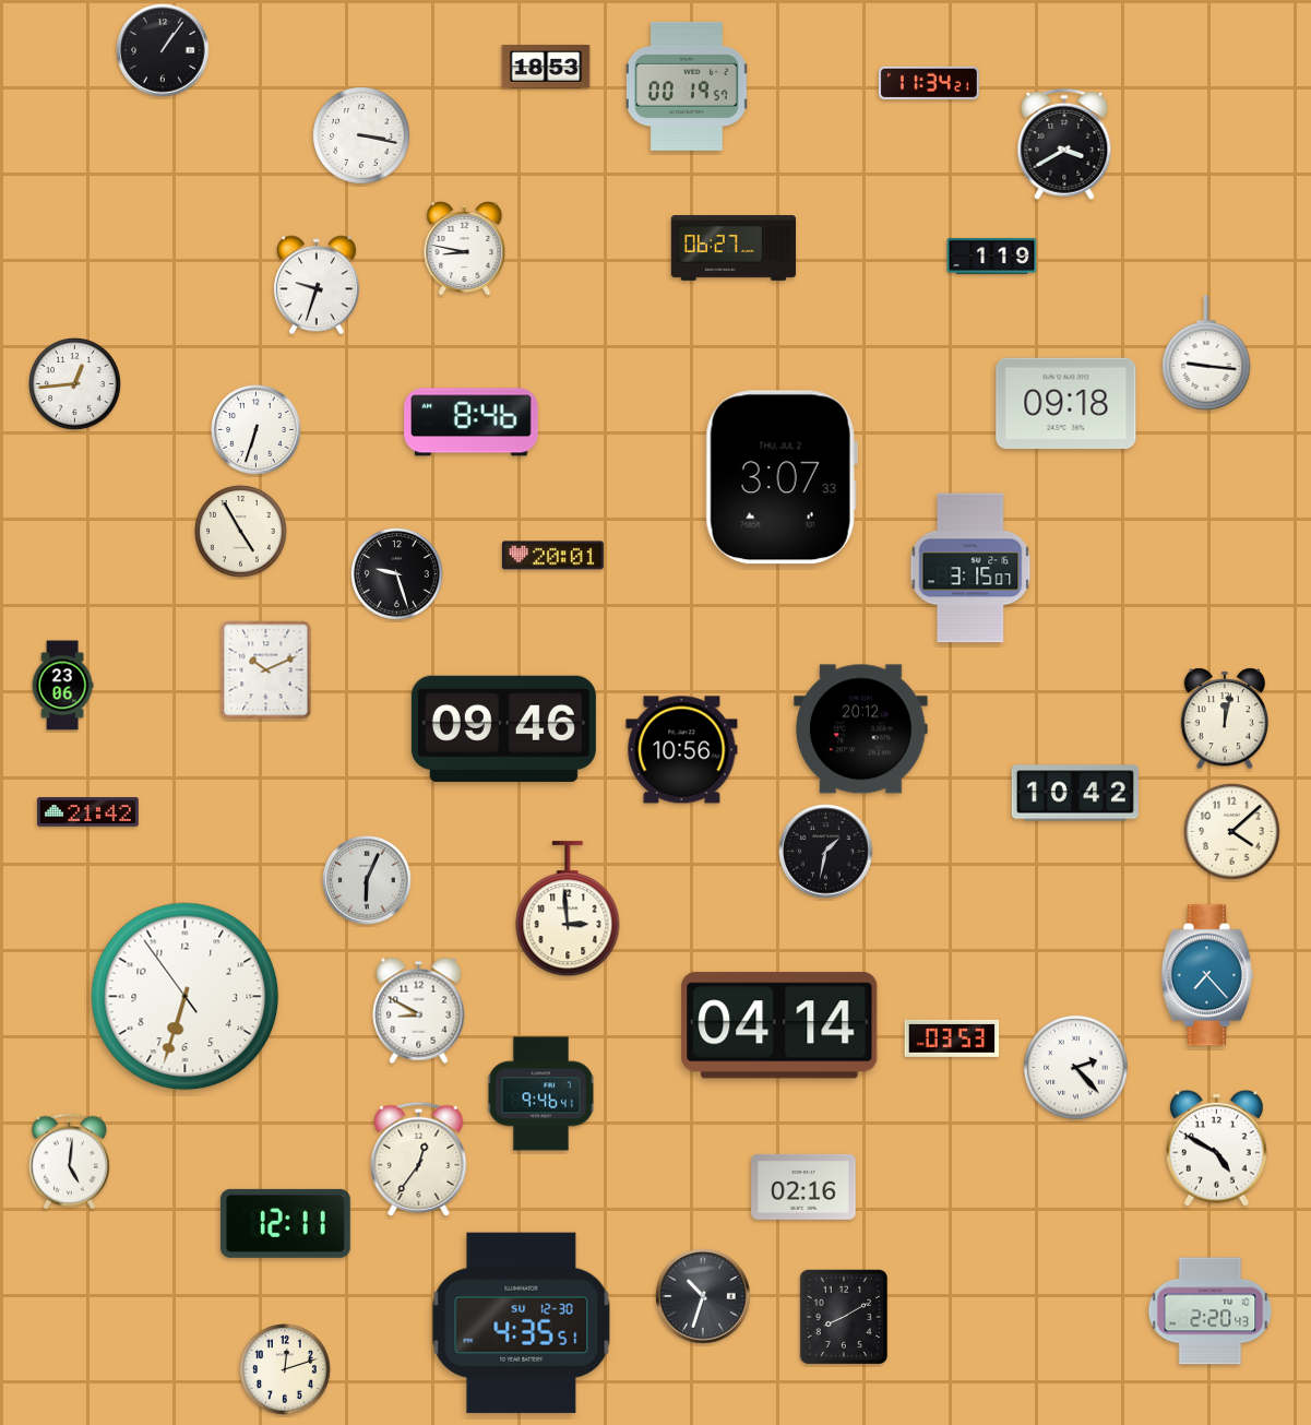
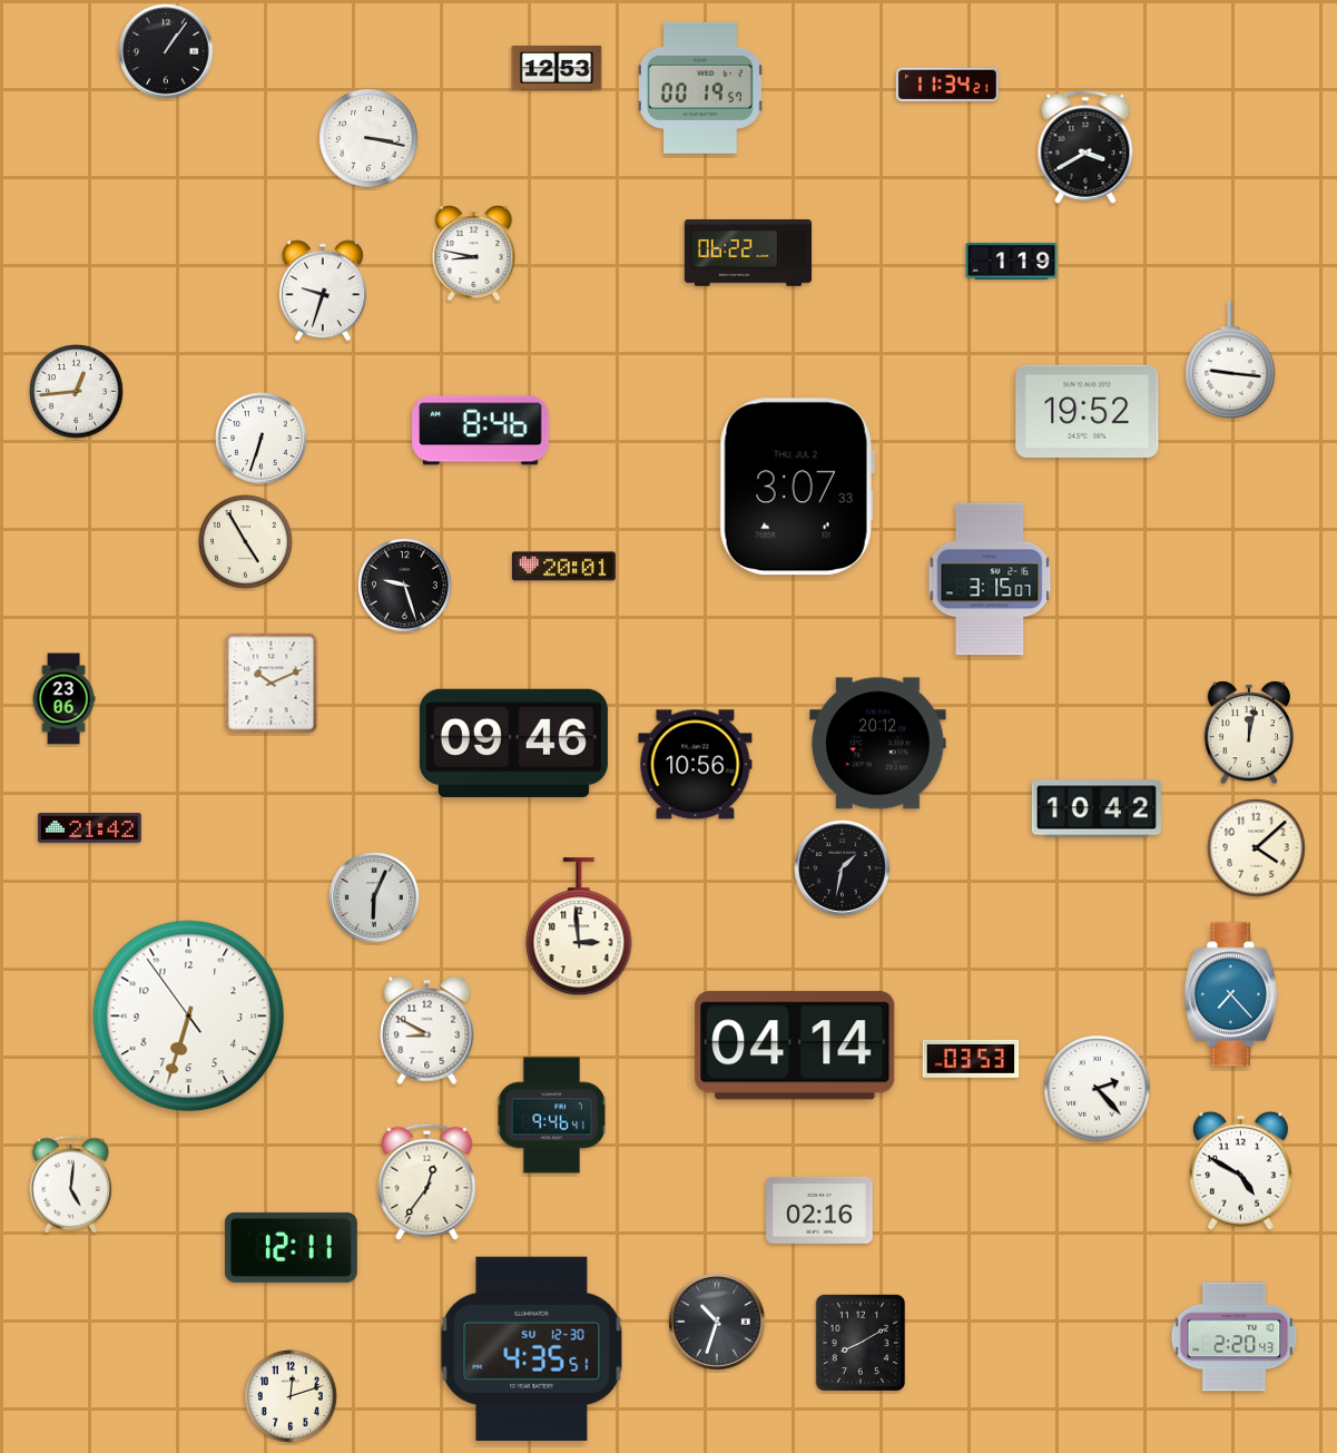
clock at (546, 67): 18:53 -> 12:53
clock at (734, 249): 06:27 -> 06:22
clock at (1066, 404): 09:18 -> 19:52
